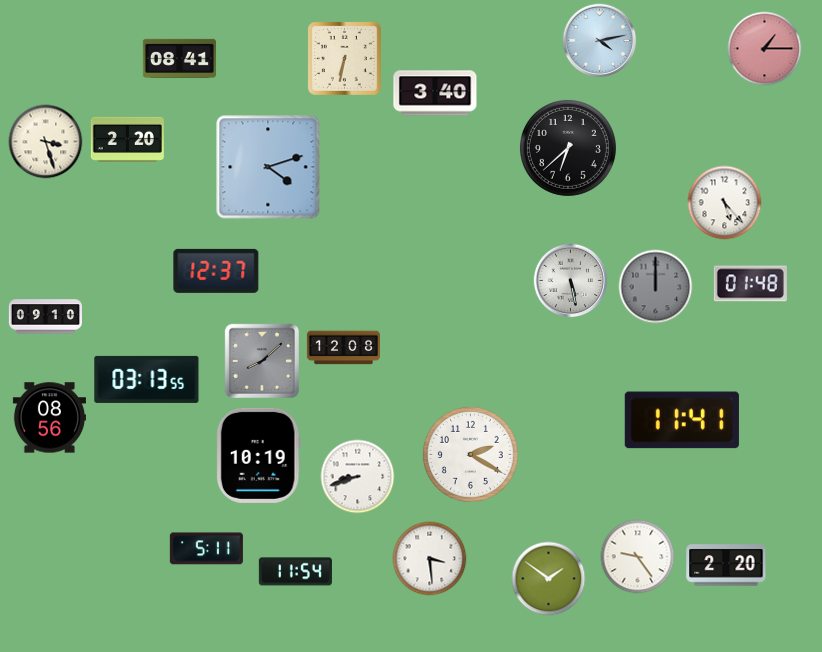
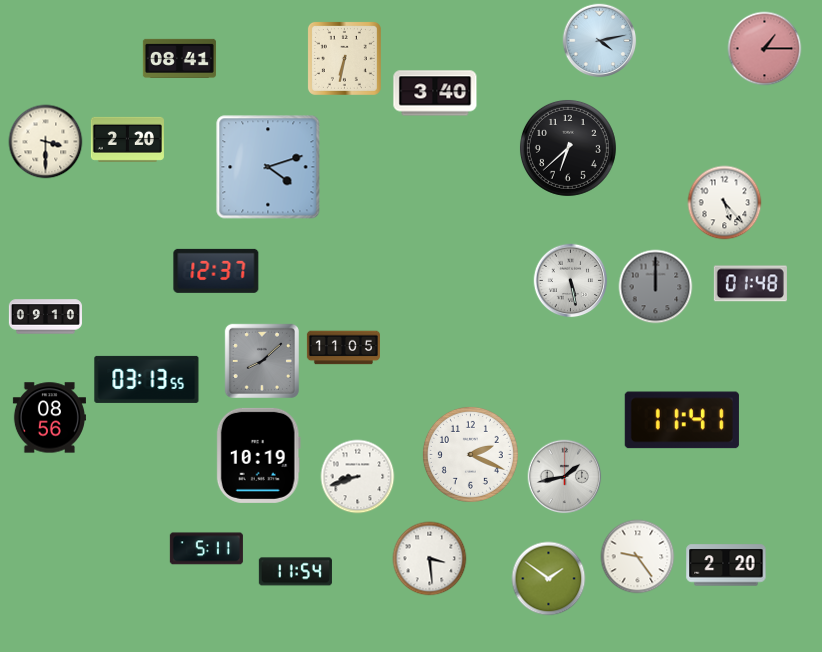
clock at (46, 142): 3:27 -> 3:30
clock at (343, 348): 12:08 -> 11:05
clock at (470, 454): 2:20 -> 2:19
clock at (565, 477): none -> 1:43
